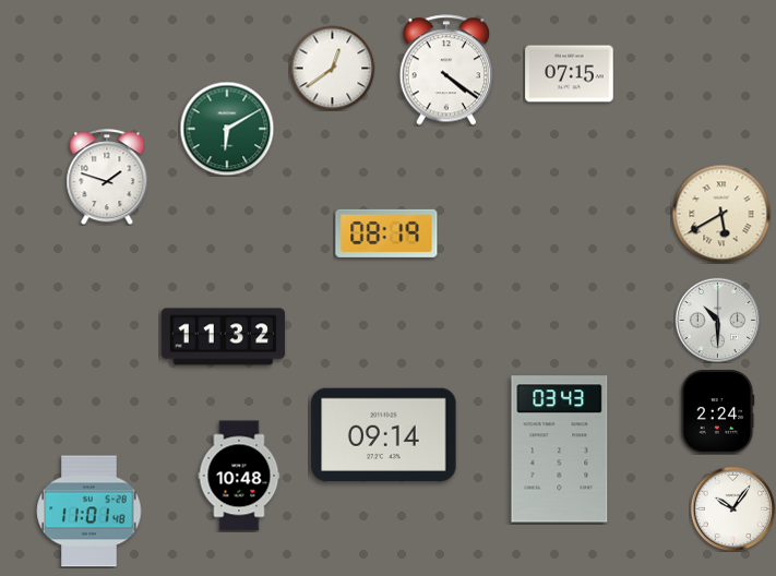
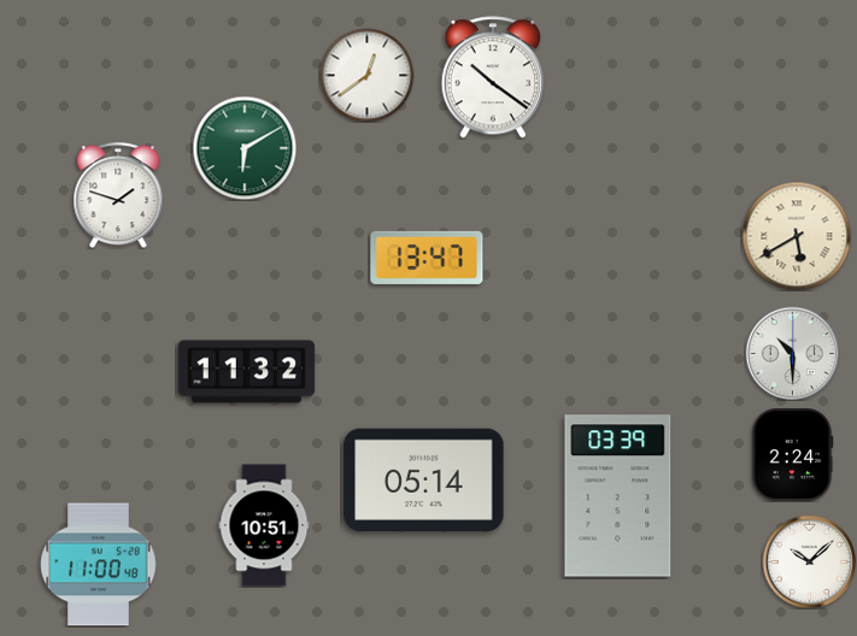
clock at (445, 70): 4:21 -> 10:21
clock at (570, 74): 07:15 -> none
clock at (227, 129) position: (227, 129) -> (245, 148)
clock at (386, 233): 08:19 -> 13:47
clock at (384, 434): 09:14 -> 05:14
clock at (560, 449): 03:43 -> 03:39
clock at (239, 476): 10:48 -> 10:51
clock at (732, 508): 10:06 -> 10:08
clock at (89, 512): 11:01 -> 11:00
